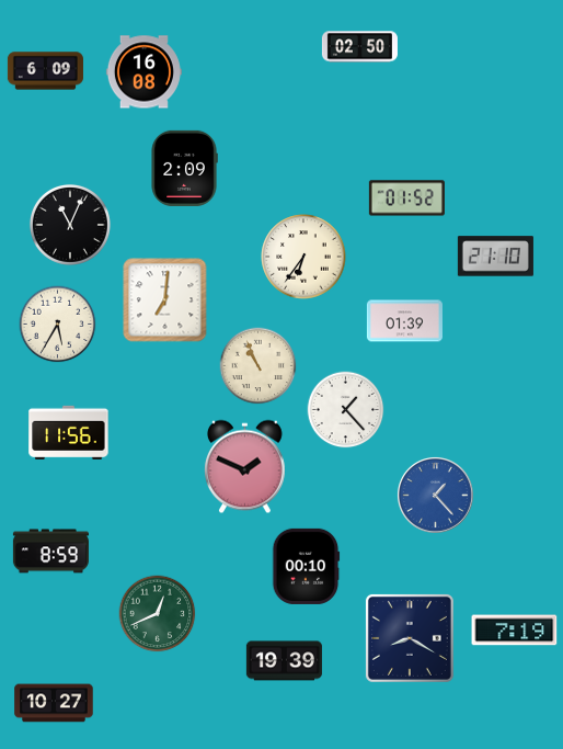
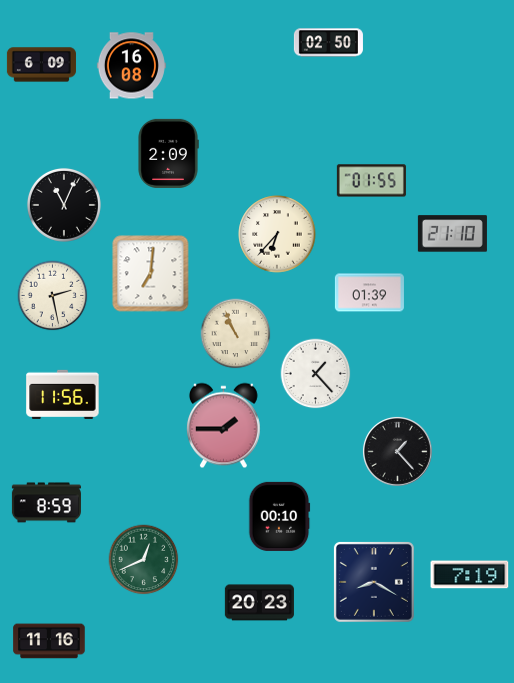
clock at (406, 198): 01:52 -> 01:55
clock at (303, 257): 6:36 -> 6:37
clock at (58, 325): 5:35 -> 2:28
clock at (244, 467): 1:49 -> 1:45
clock at (435, 495) dial: blue -> black
clock at (284, 661): 19:39 -> 20:23
clock at (54, 703): 10:27 -> 11:16
